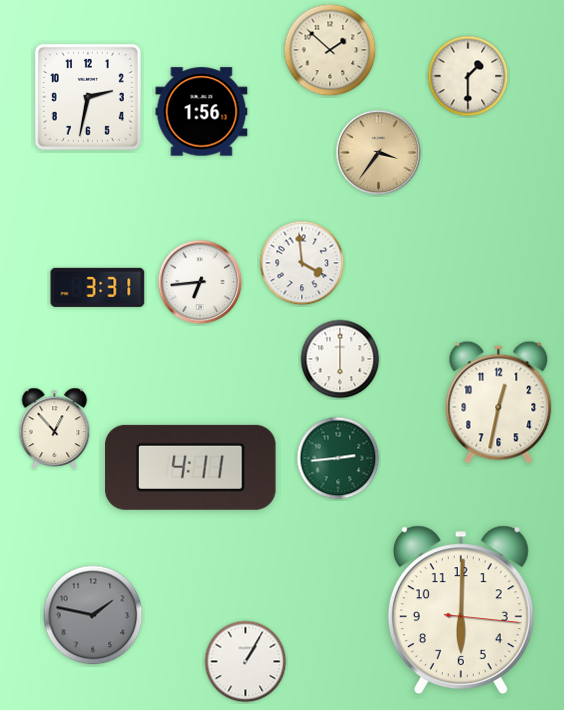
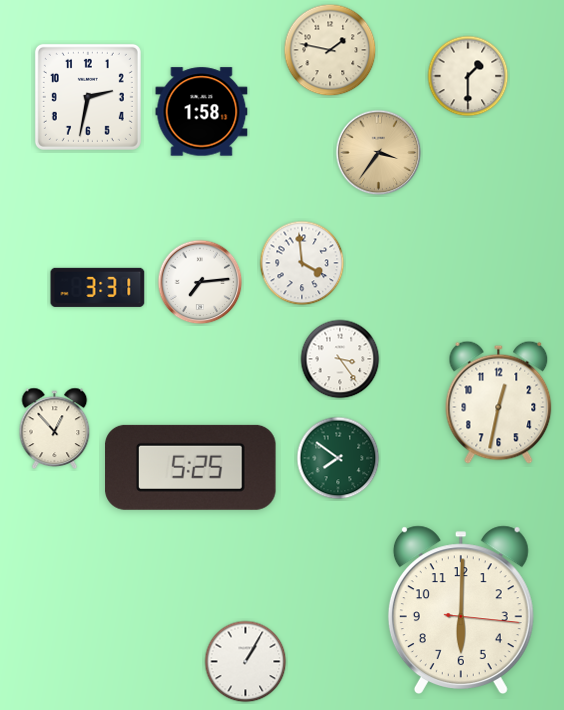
clock at (330, 50): 1:52 -> 1:47
clock at (202, 112): 1:56 -> 1:58
clock at (200, 282): 6:44 -> 7:14
clock at (340, 359): 6:00 -> 3:24
clock at (338, 458): 2:44 -> 7:51
clock at (191, 467): 4:11 -> 5:25
clock at (93, 615): 1:47 -> none
